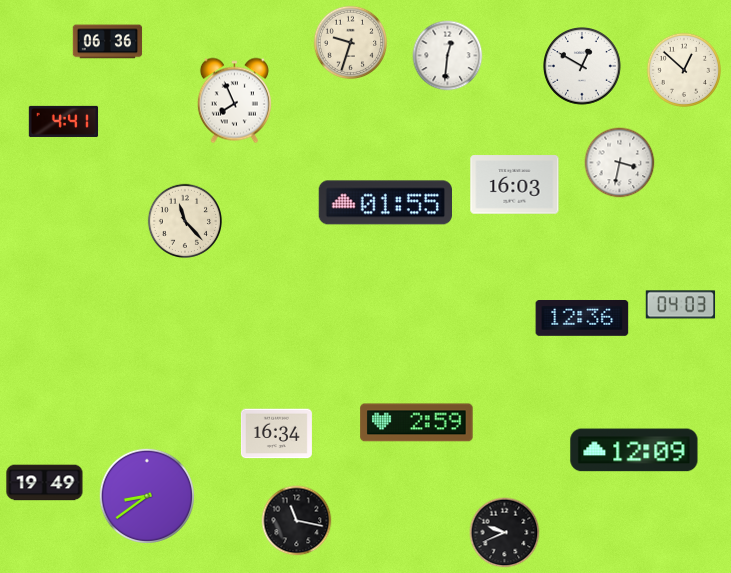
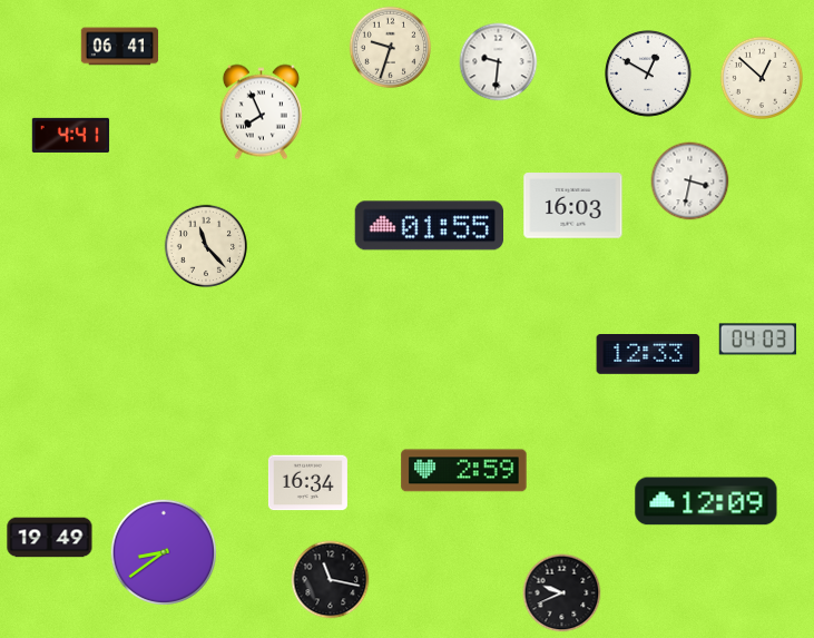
clock at (108, 42): 06:36 -> 06:41
clock at (448, 56): 12:31 -> 9:31
clock at (582, 319): 12:36 -> 12:33
